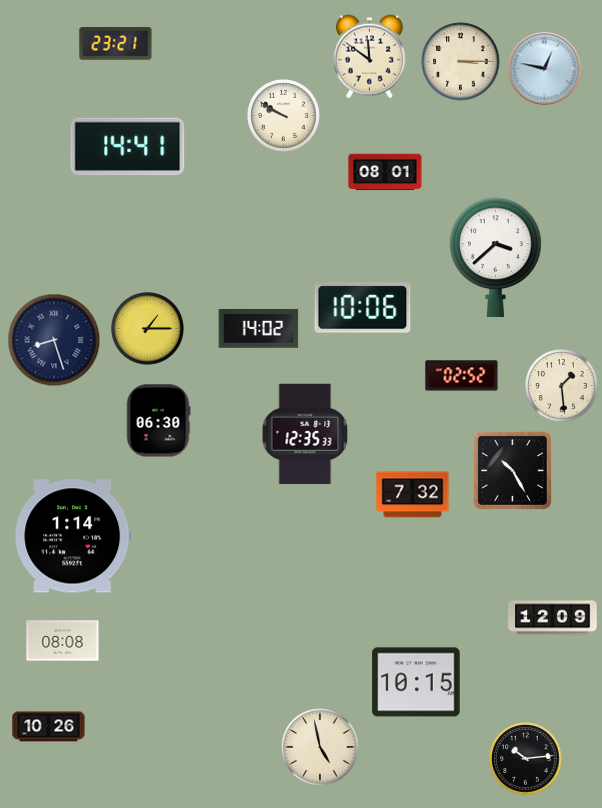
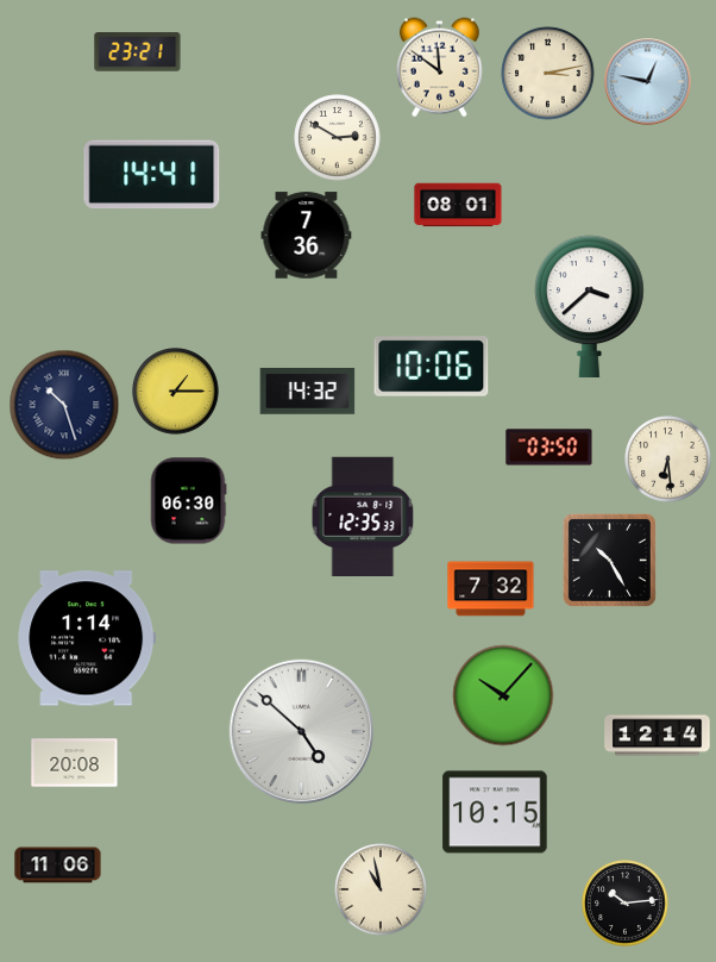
clock at (461, 62): 3:15 -> 3:13
clock at (284, 116): 9:50 -> 2:50
clock at (307, 236): none -> 7:36
clock at (259, 329): 14:02 -> 14:32
clock at (54, 340): 8:27 -> 10:27
clock at (462, 376): 02:52 -> 03:50
clock at (562, 386): 1:29 -> 6:29
clock at (503, 695): none -> 10:07
clock at (301, 731): none -> 4:52
clock at (553, 618): 12:09 -> 12:14
clock at (63, 641): 08:08 -> 20:08
clock at (49, 727): 10:26 -> 11:06
clock at (320, 747): 4:58 -> 10:58
